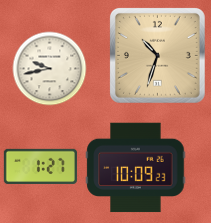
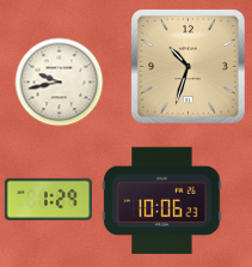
clock at (40, 166): 1:27 -> 1:29
clock at (136, 168): 10:09 -> 10:06
